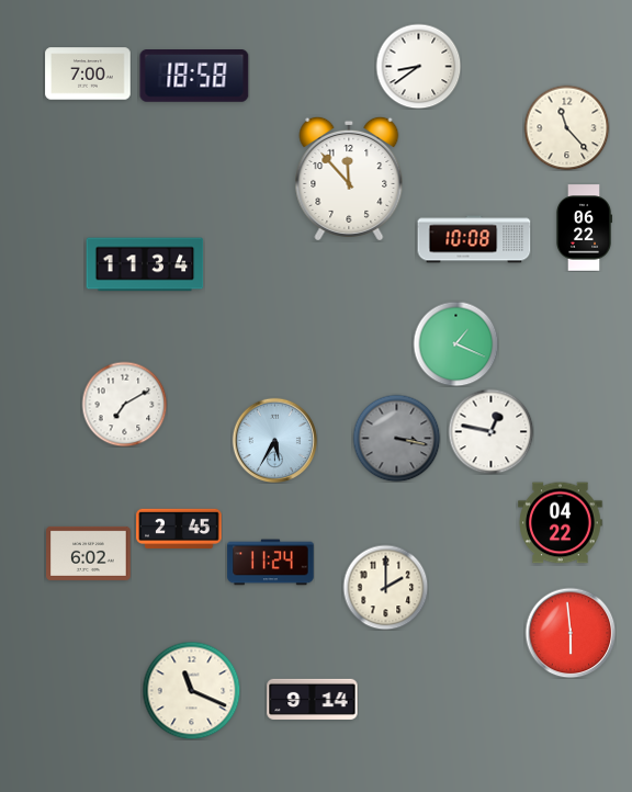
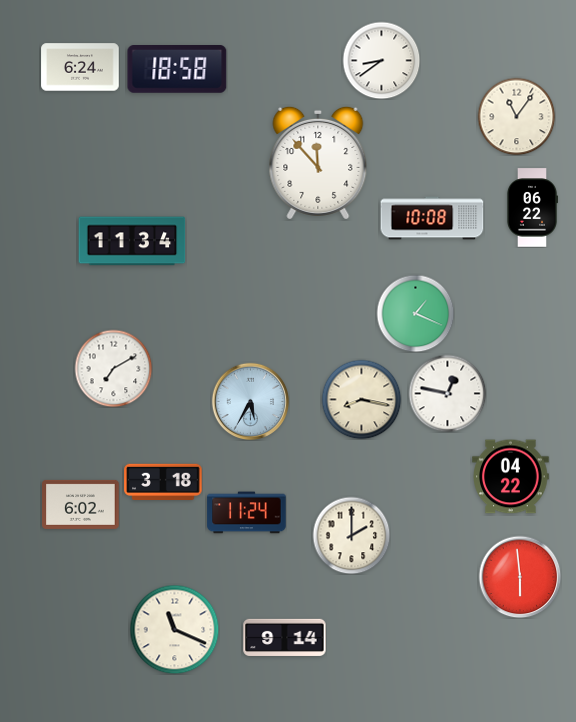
clock at (88, 73): 7:00 -> 6:24
clock at (566, 127): 11:23 -> 11:06
clock at (396, 438): 3:17 -> 8:17
clock at (396, 438) dial: grey -> cream
clock at (179, 529): 2:45 -> 3:18
